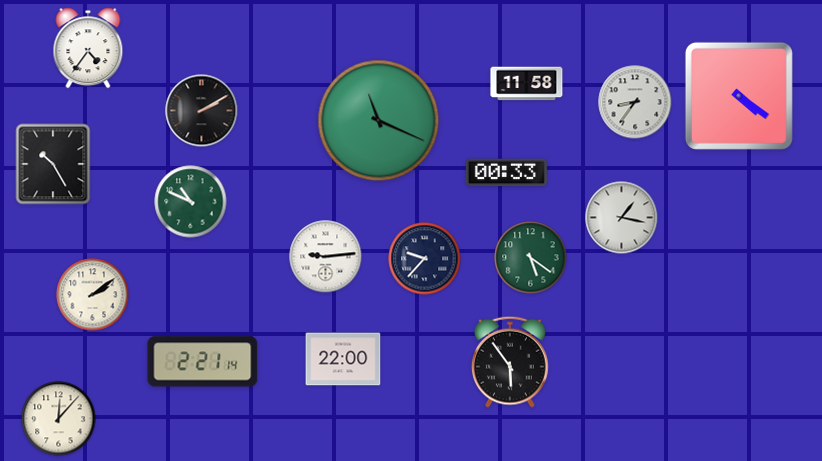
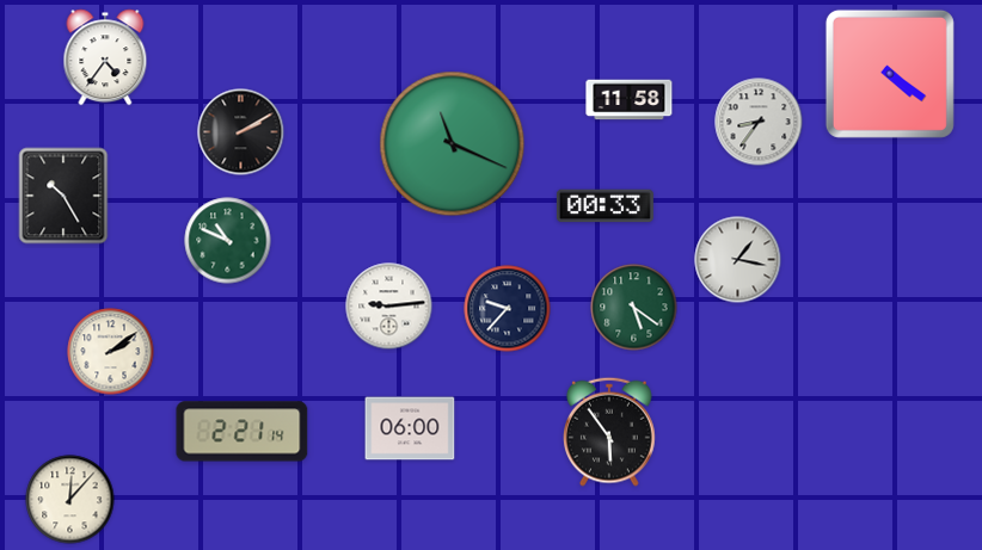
clock at (739, 96) position: (739, 96) -> (890, 74)
clock at (622, 218) position: (622, 218) -> (738, 260)
clock at (343, 359): 22:00 -> 06:00
